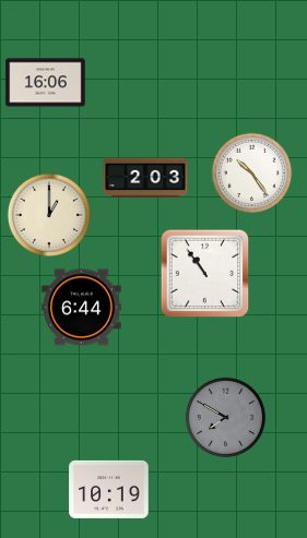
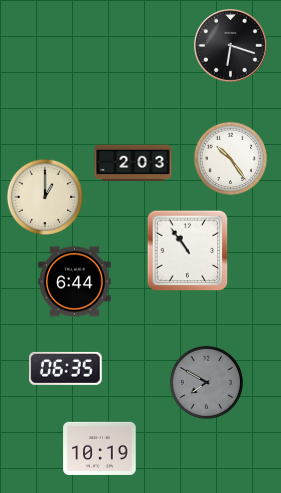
clock at (231, 46): none -> 6:18
clock at (46, 83): 16:06 -> none
clock at (66, 368): none -> 06:35
